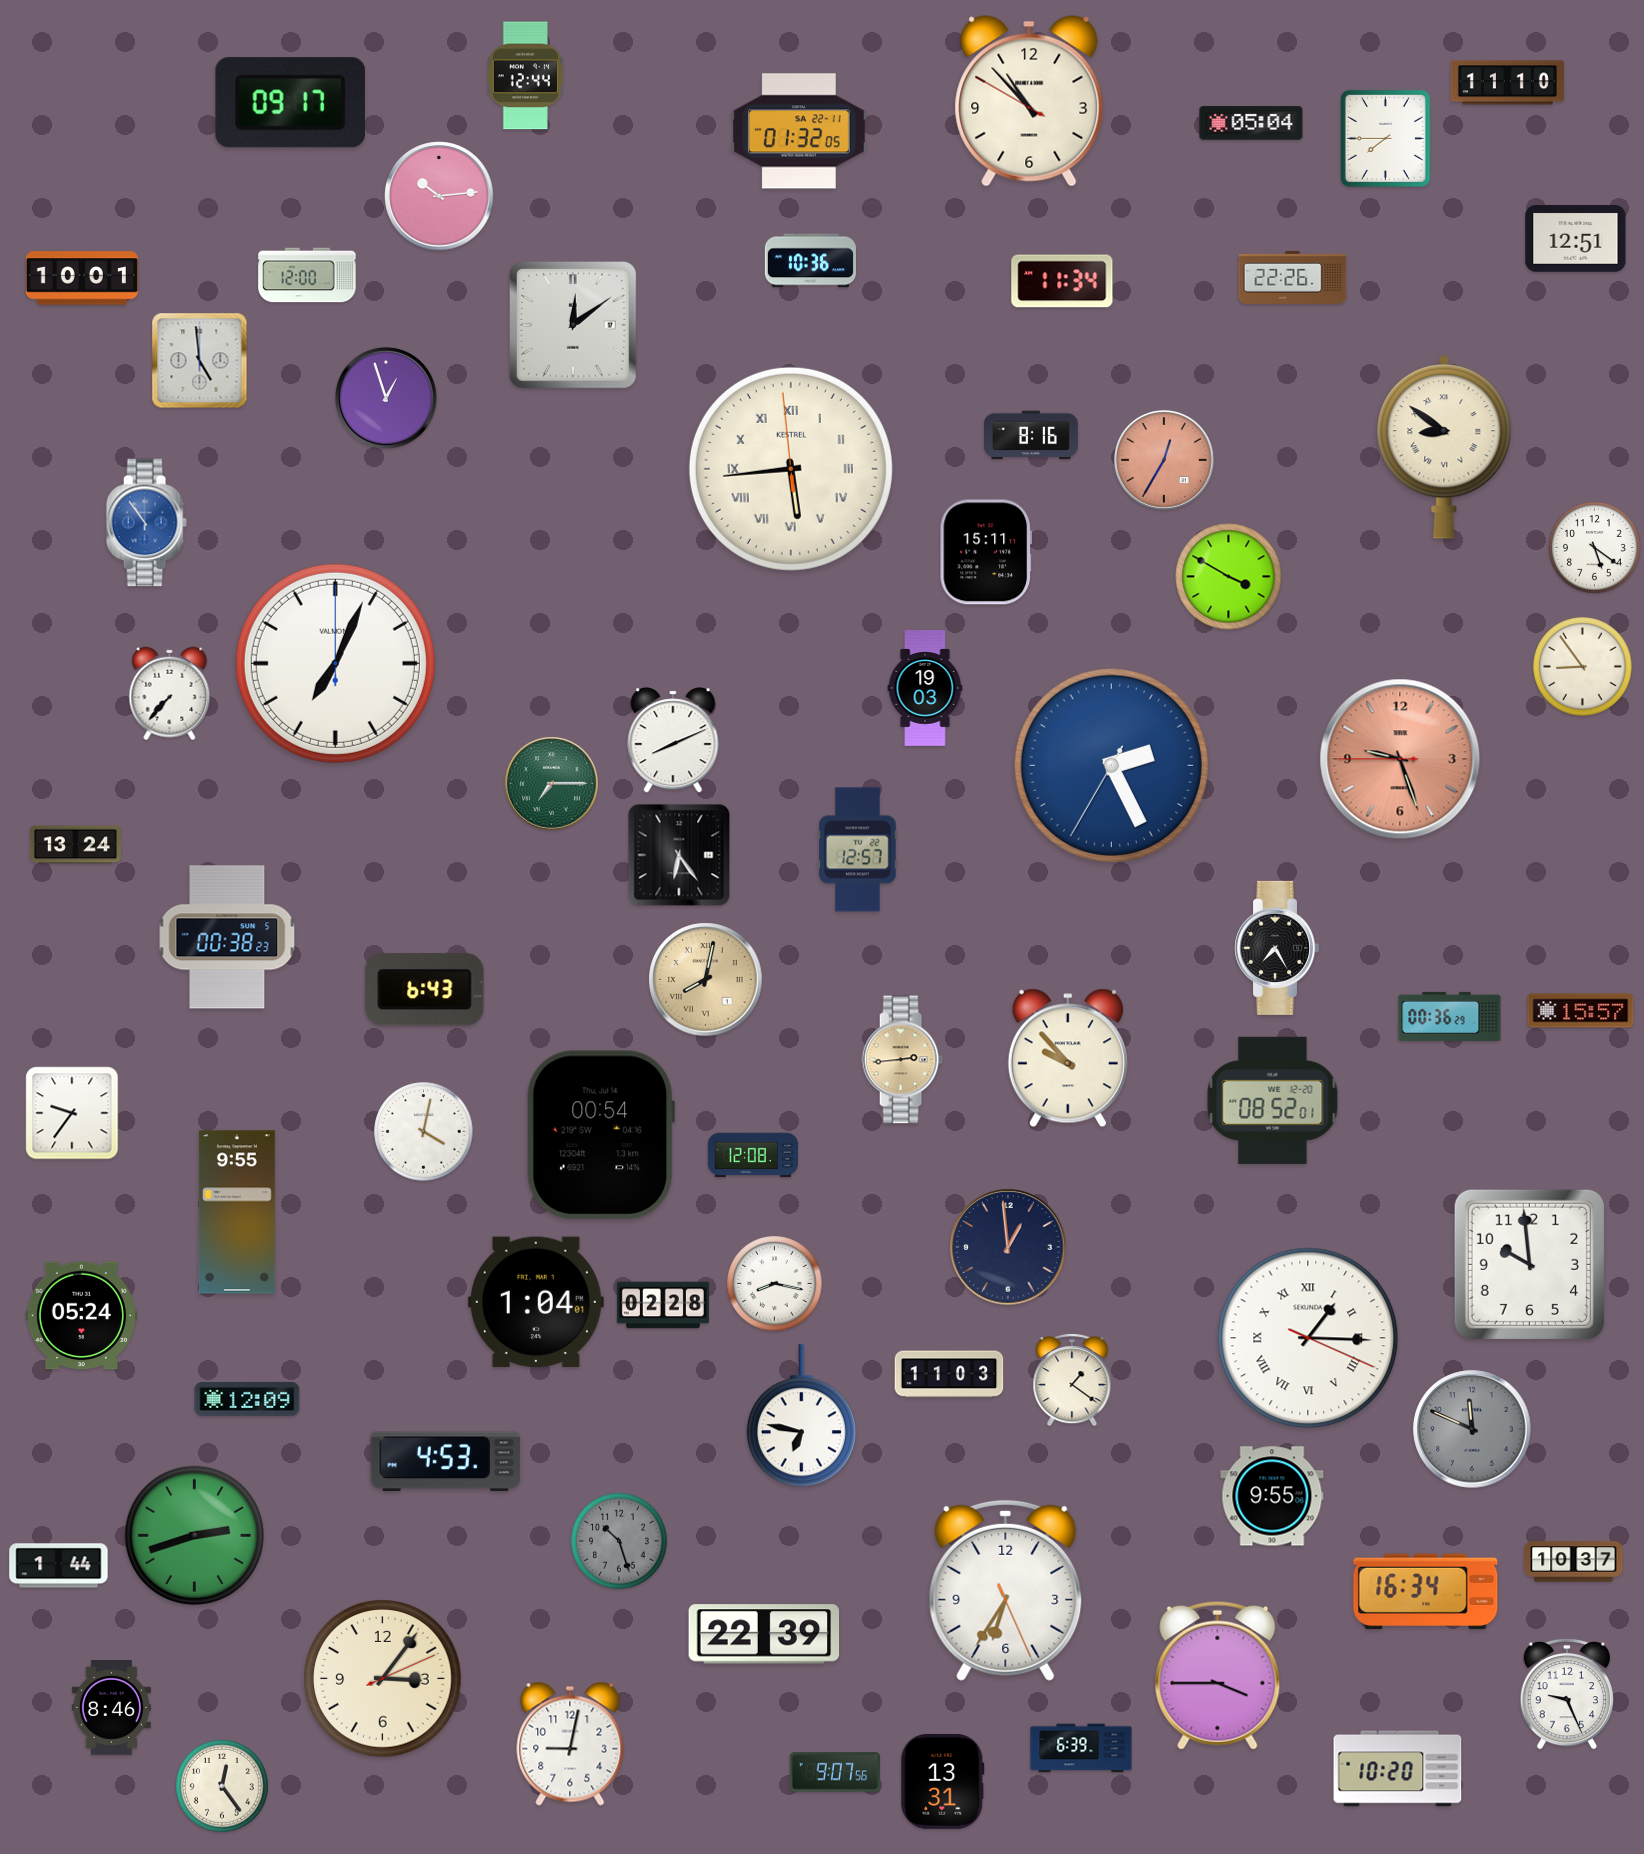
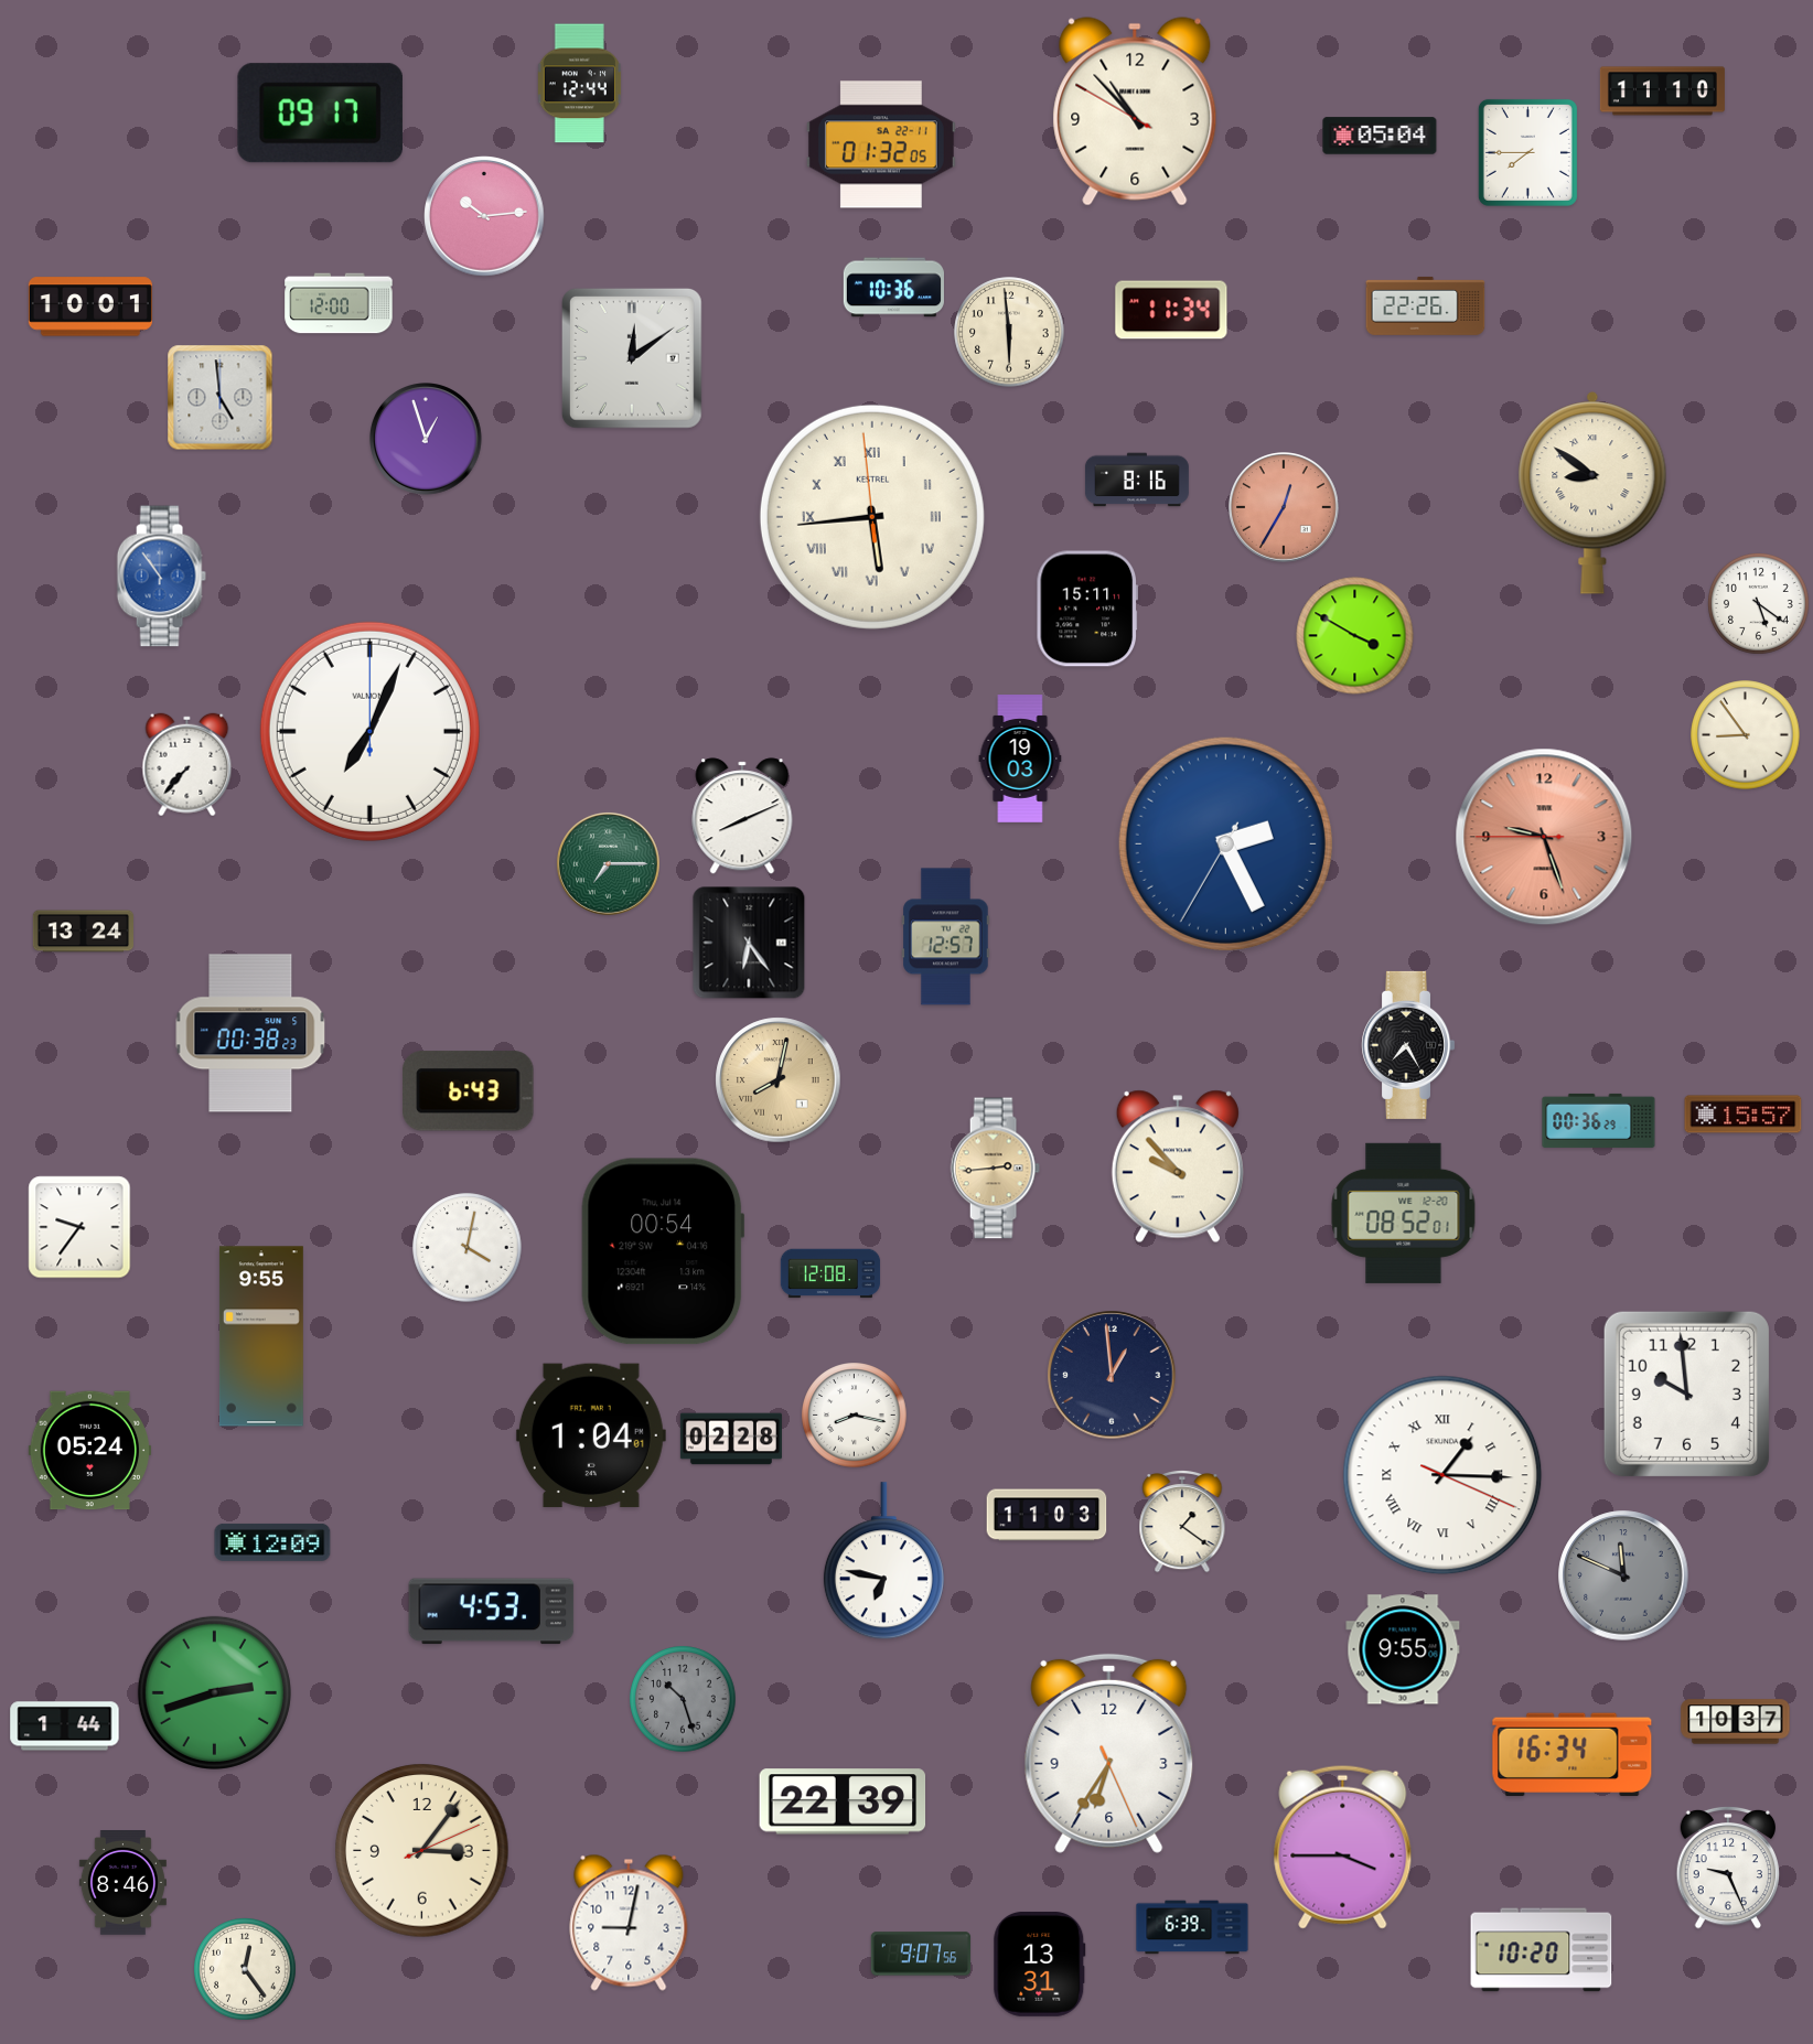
clock at (1576, 239): 12:51 -> none
clock at (1009, 332): none -> 5:59
